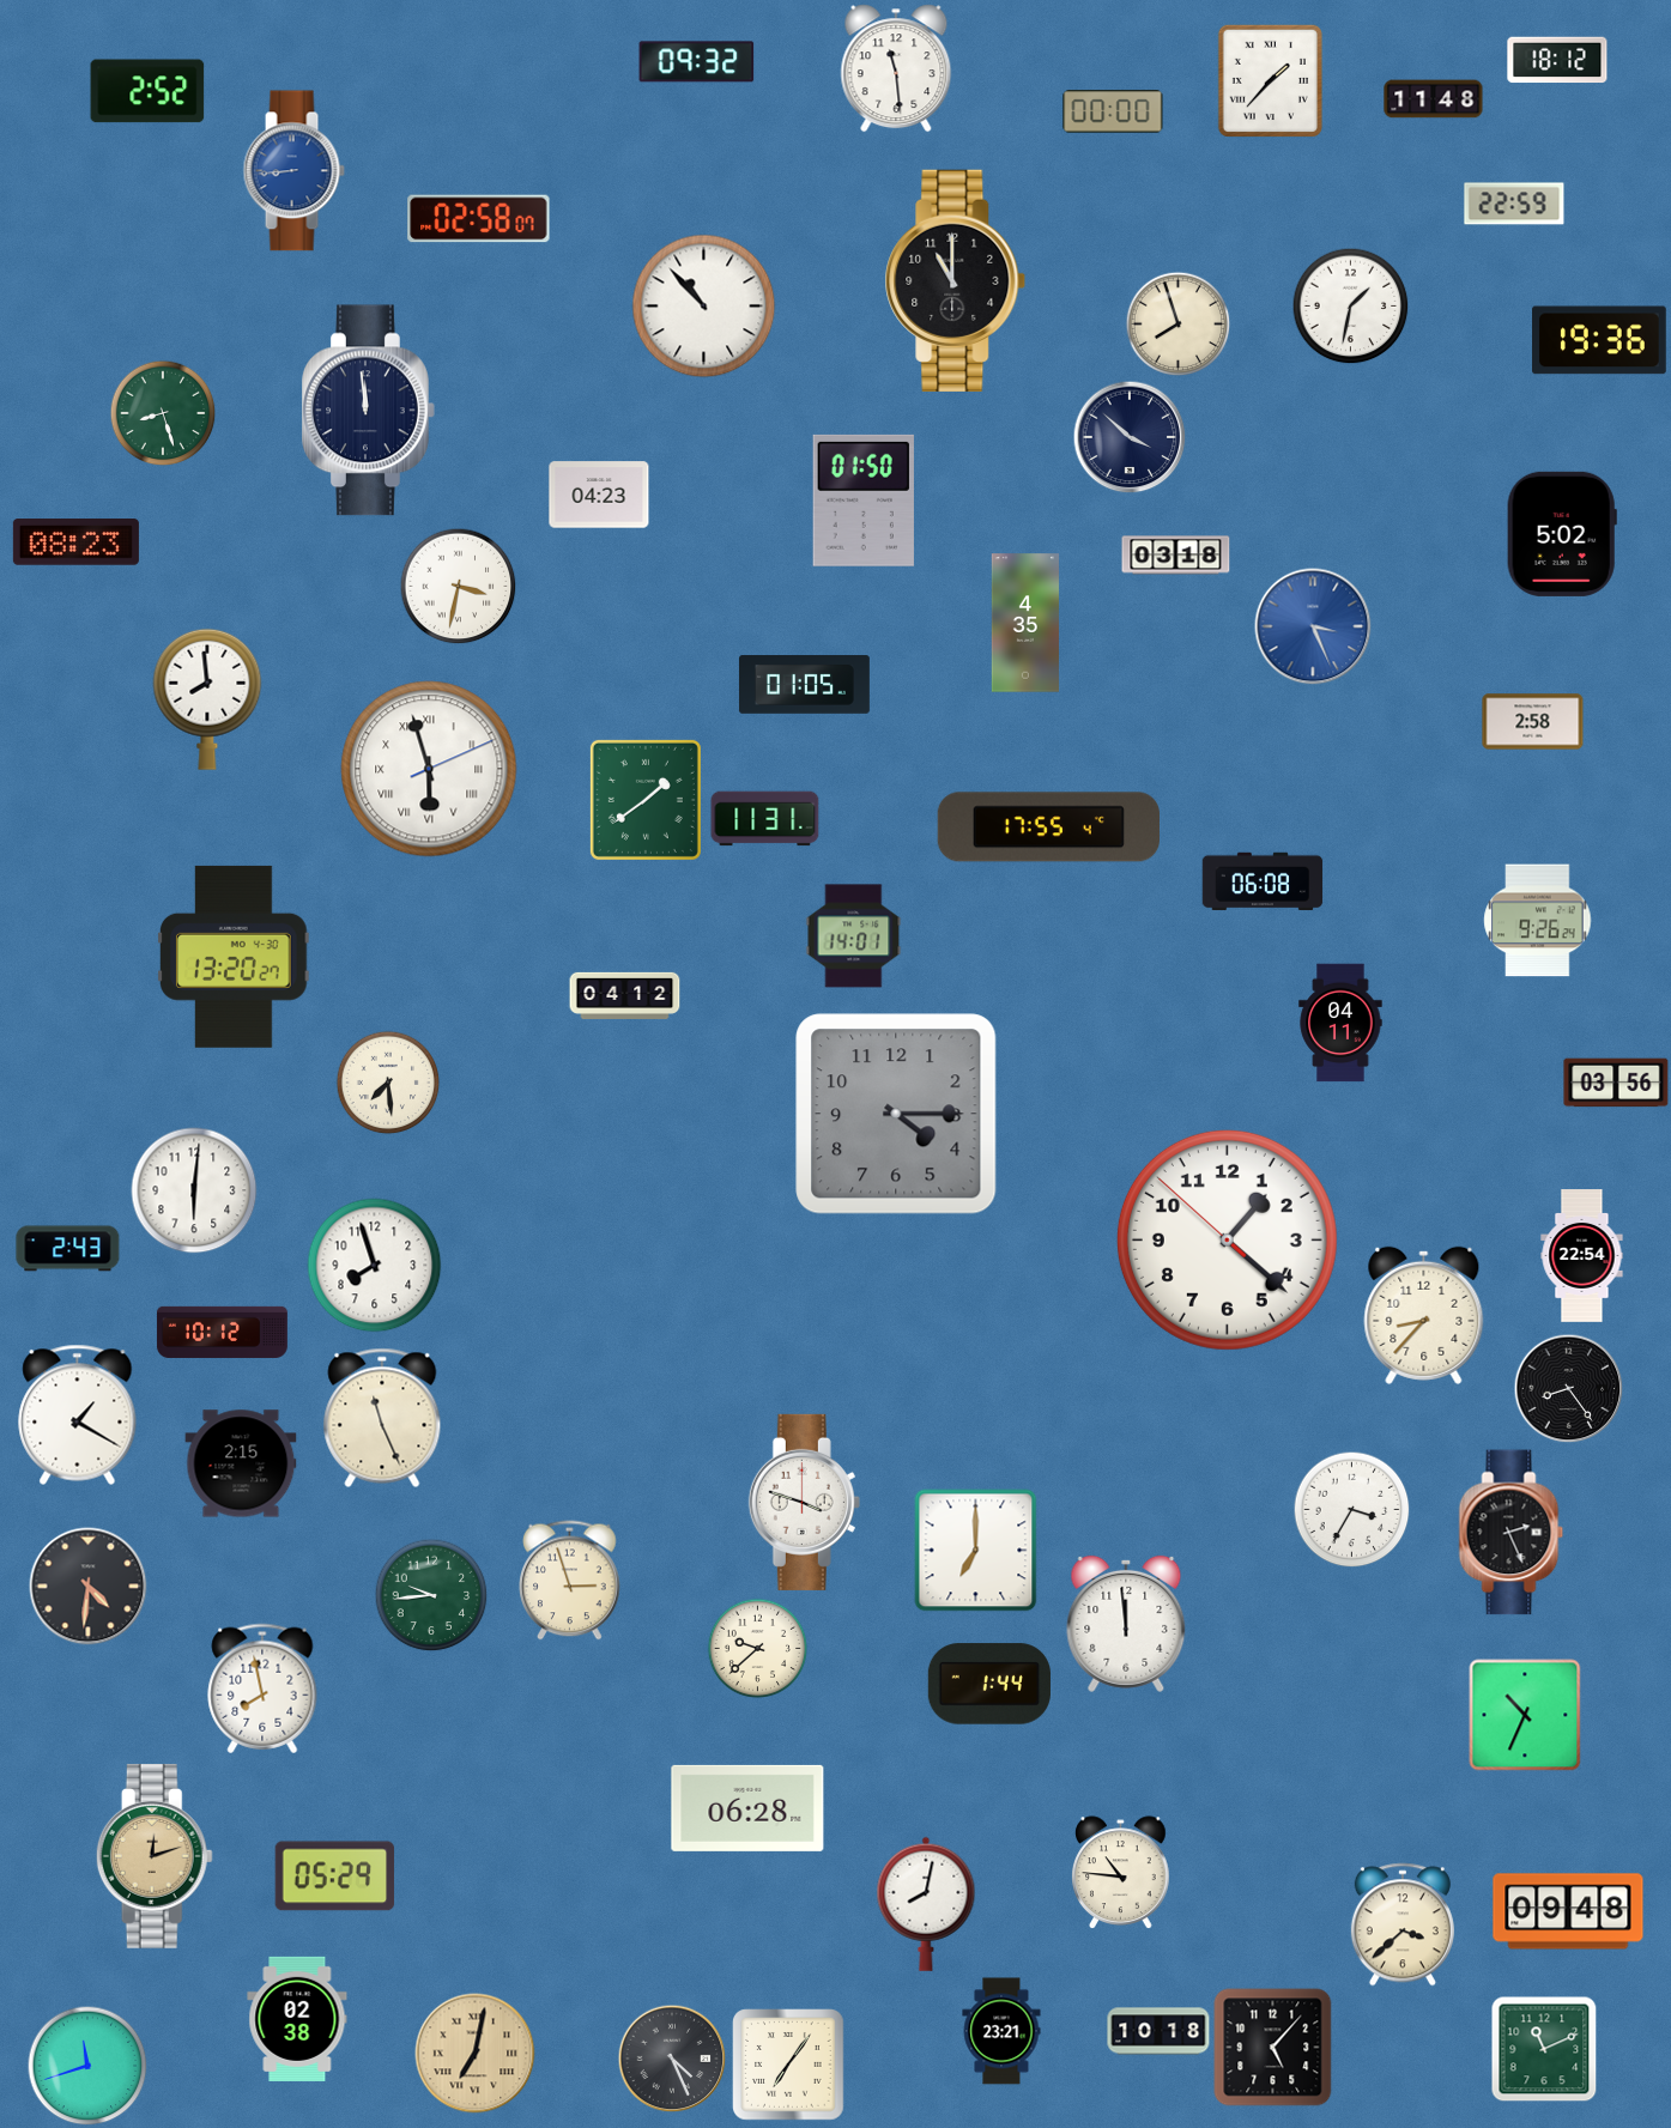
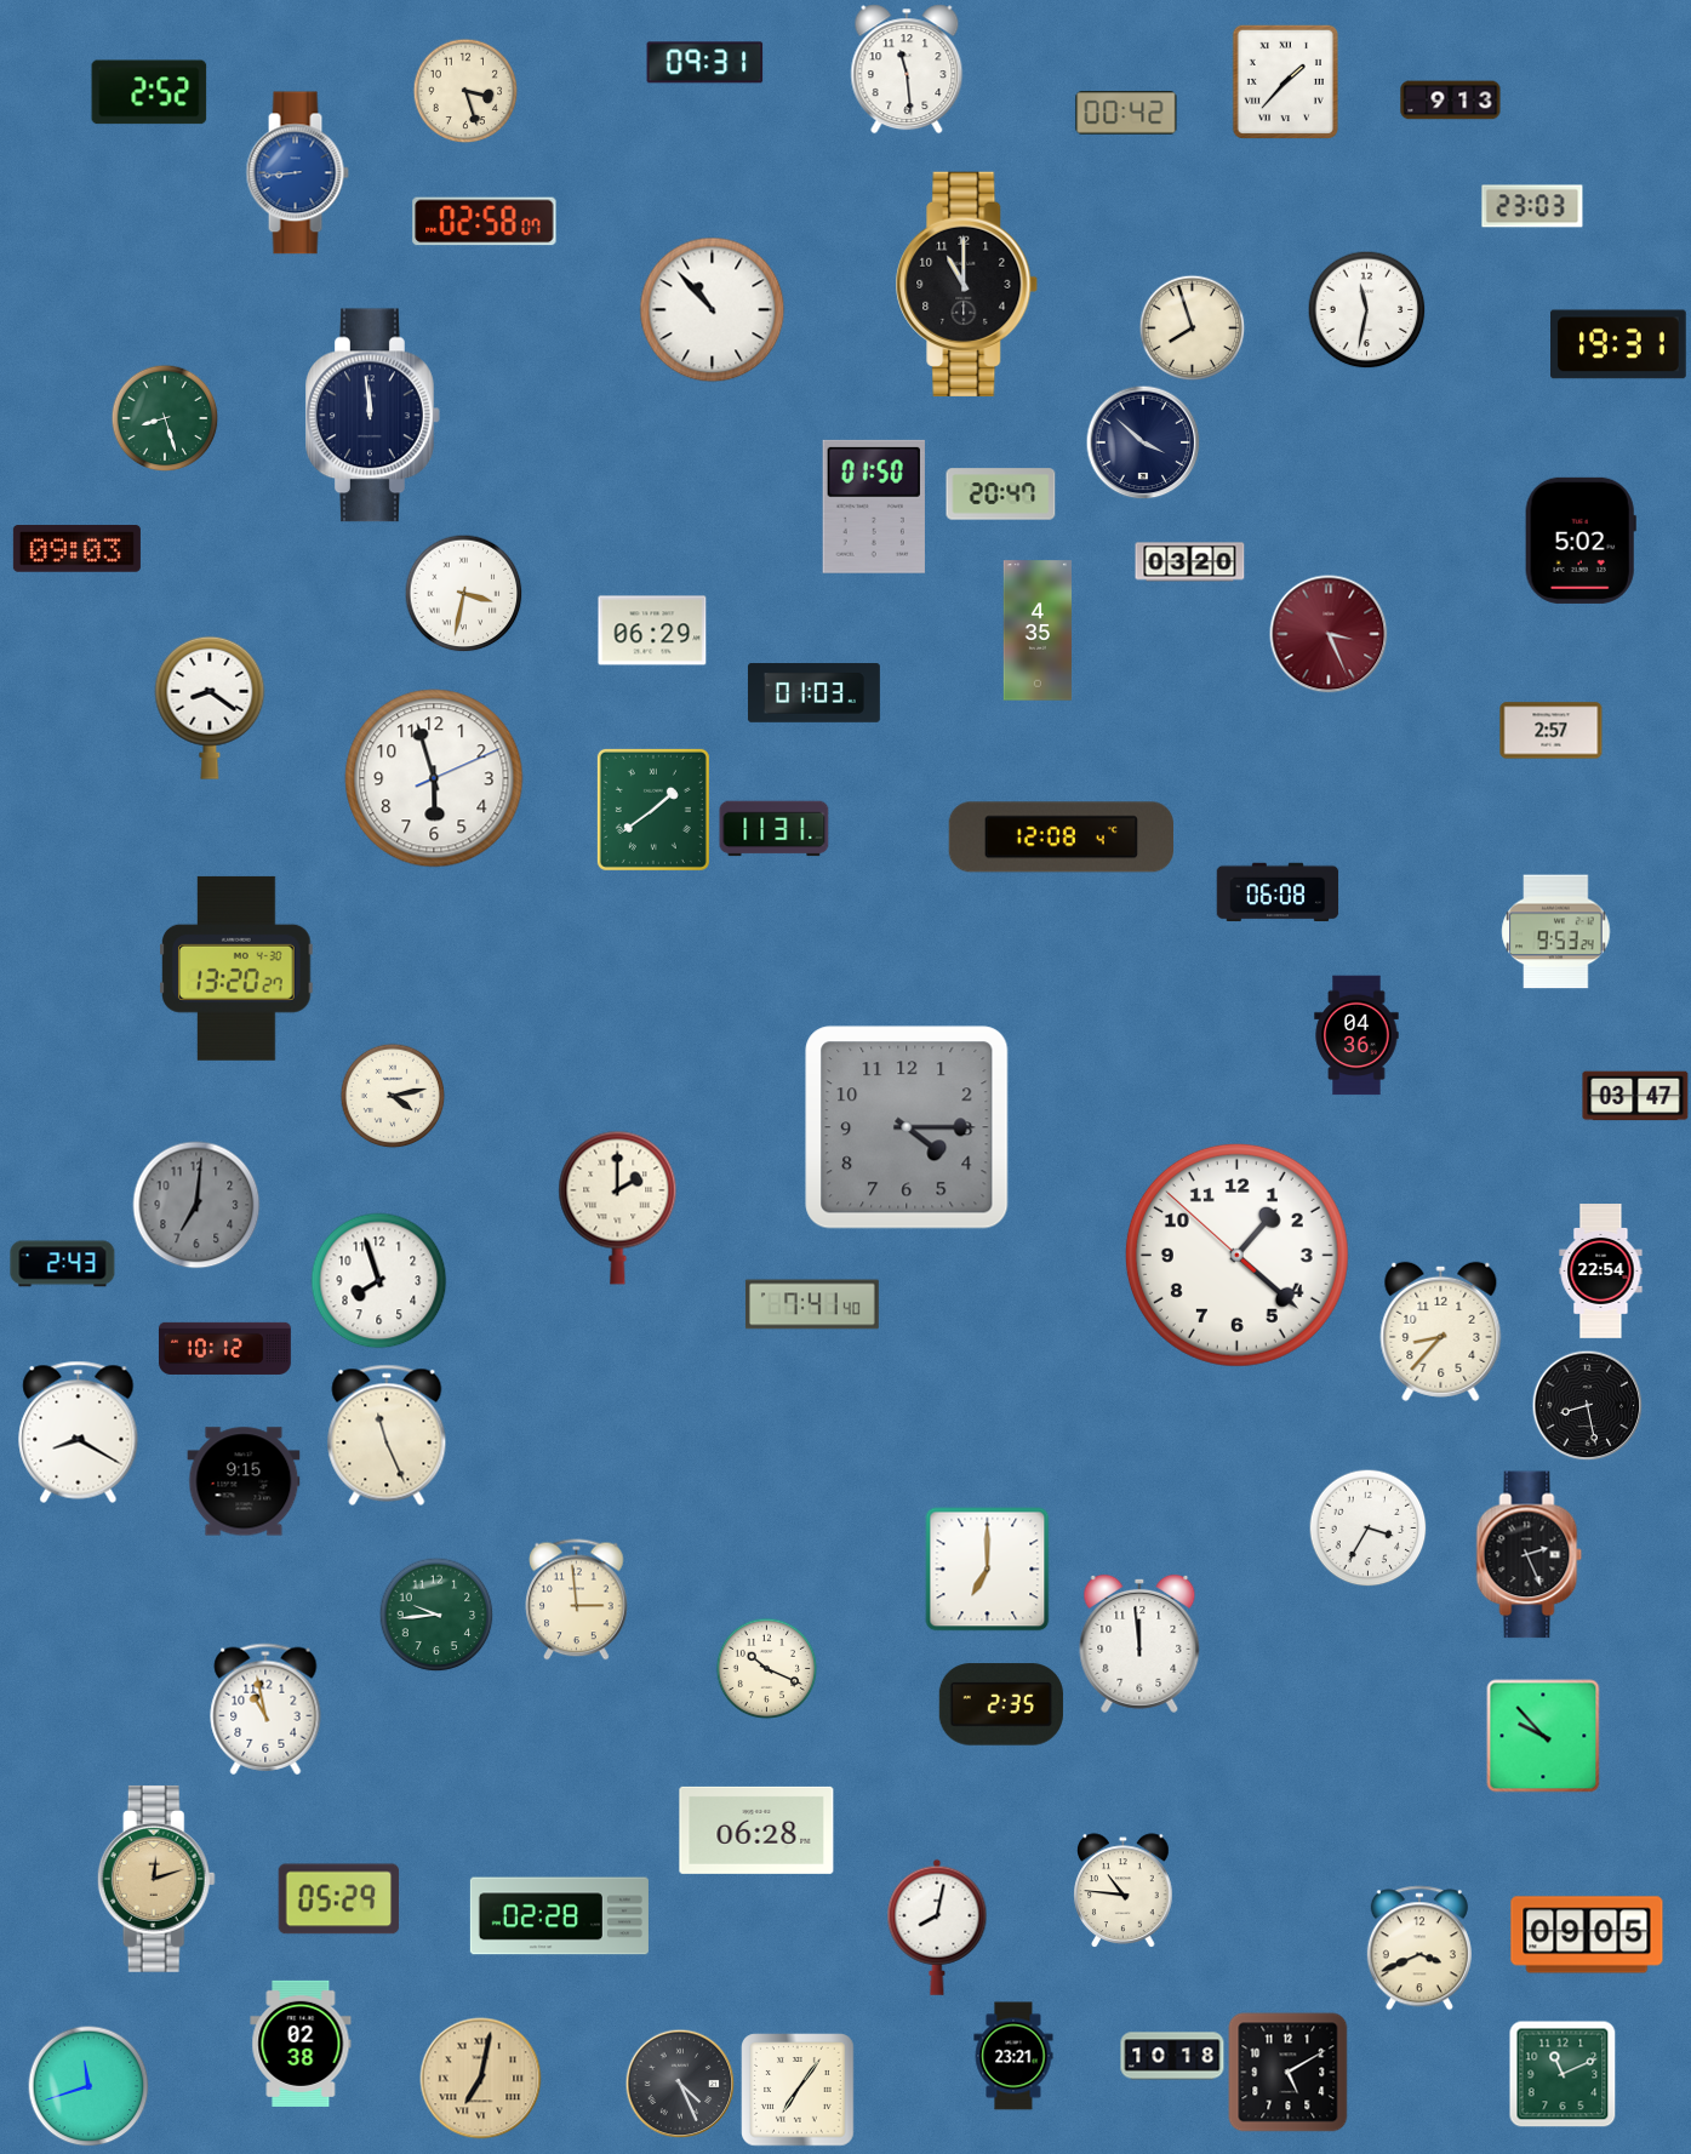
clock at (1557, 60): 18:12 -> none
clock at (697, 62): 09:32 -> 09:31
clock at (465, 91): none -> 3:27
clock at (1434, 99): 11:48 -> 9:13
clock at (1113, 111): 00:00 -> 00:42
clock at (1514, 204): 22:59 -> 23:03
clock at (1350, 305): 1:32 -> 11:32
clock at (1600, 340): 19:36 -> 19:31
clock at (1001, 495): none -> 20:47
clock at (599, 495): 04:23 -> none
clock at (75, 542): 08:23 -> 09:03
clock at (1176, 556): 03:18 -> 03:20
clock at (652, 630): none -> 06:29
clock at (1313, 626) dial: blue -> burgundy
clock at (804, 685): 01:05 -> 01:03
clock at (207, 699): 7:59 -> 8:21
clock at (1533, 722): 2:58 -> 2:57
clock at (429, 769) numerals: Roman -> Arabic
clock at (1048, 827): 17:55 -> 12:08
clock at (1538, 921): 9:26 -> 9:53
clock at (854, 936): 14:01 -> none
clock at (625, 995): 04:12 -> none
clock at (1340, 1023): 04:11 -> 04:36
clock at (388, 1083): 7:29 -> 4:13
clock at (1616, 1083): 03:56 -> 03:47
clock at (194, 1190): 6:01 -> 7:01
clock at (194, 1190) dial: white -> grey
clock at (618, 1207): none -> 2:00
clock at (1227, 1239) position: (1227, 1239) -> (1236, 1255)
clock at (68, 1249) position: (68, 1249) -> (63, 1264)
clock at (812, 1304): none -> 7:41
clock at (1568, 1388): 8:24 -> 8:28
clock at (78, 1414): 1:20 -> 8:20
clock at (241, 1463): 2:15 -> 9:15
clock at (804, 1502): 3:48 -> none
clock at (1512, 1533) position: (1512, 1533) -> (1530, 1555)
clock at (570, 1581): 2:57 -> 2:59
clock at (89, 1587): 4:31 -> none
clock at (757, 1648): 9:38 -> 10:19
clock at (989, 1684): 1:44 -> 2:35
clock at (262, 1689): 7:58 -> 10:58
clock at (1525, 1715): 10:34 -> 9:53
clock at (1121, 1872) position: (1121, 1872) -> (1124, 1890)
clock at (559, 1916): none -> 02:28
clock at (1568, 1911): 09:48 -> 09:05
clock at (1403, 1924): 3:38 -> 3:41
clock at (1273, 2048): 5:07 -> 5:10
clock at (87, 2066) position: (87, 2066) -> (88, 2086)
